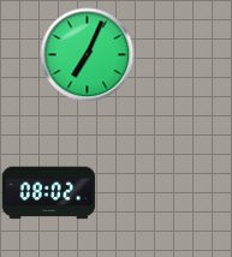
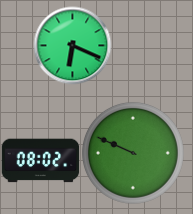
clock at (87, 54): 7:04 -> 6:19
clock at (133, 153): none -> 9:49
